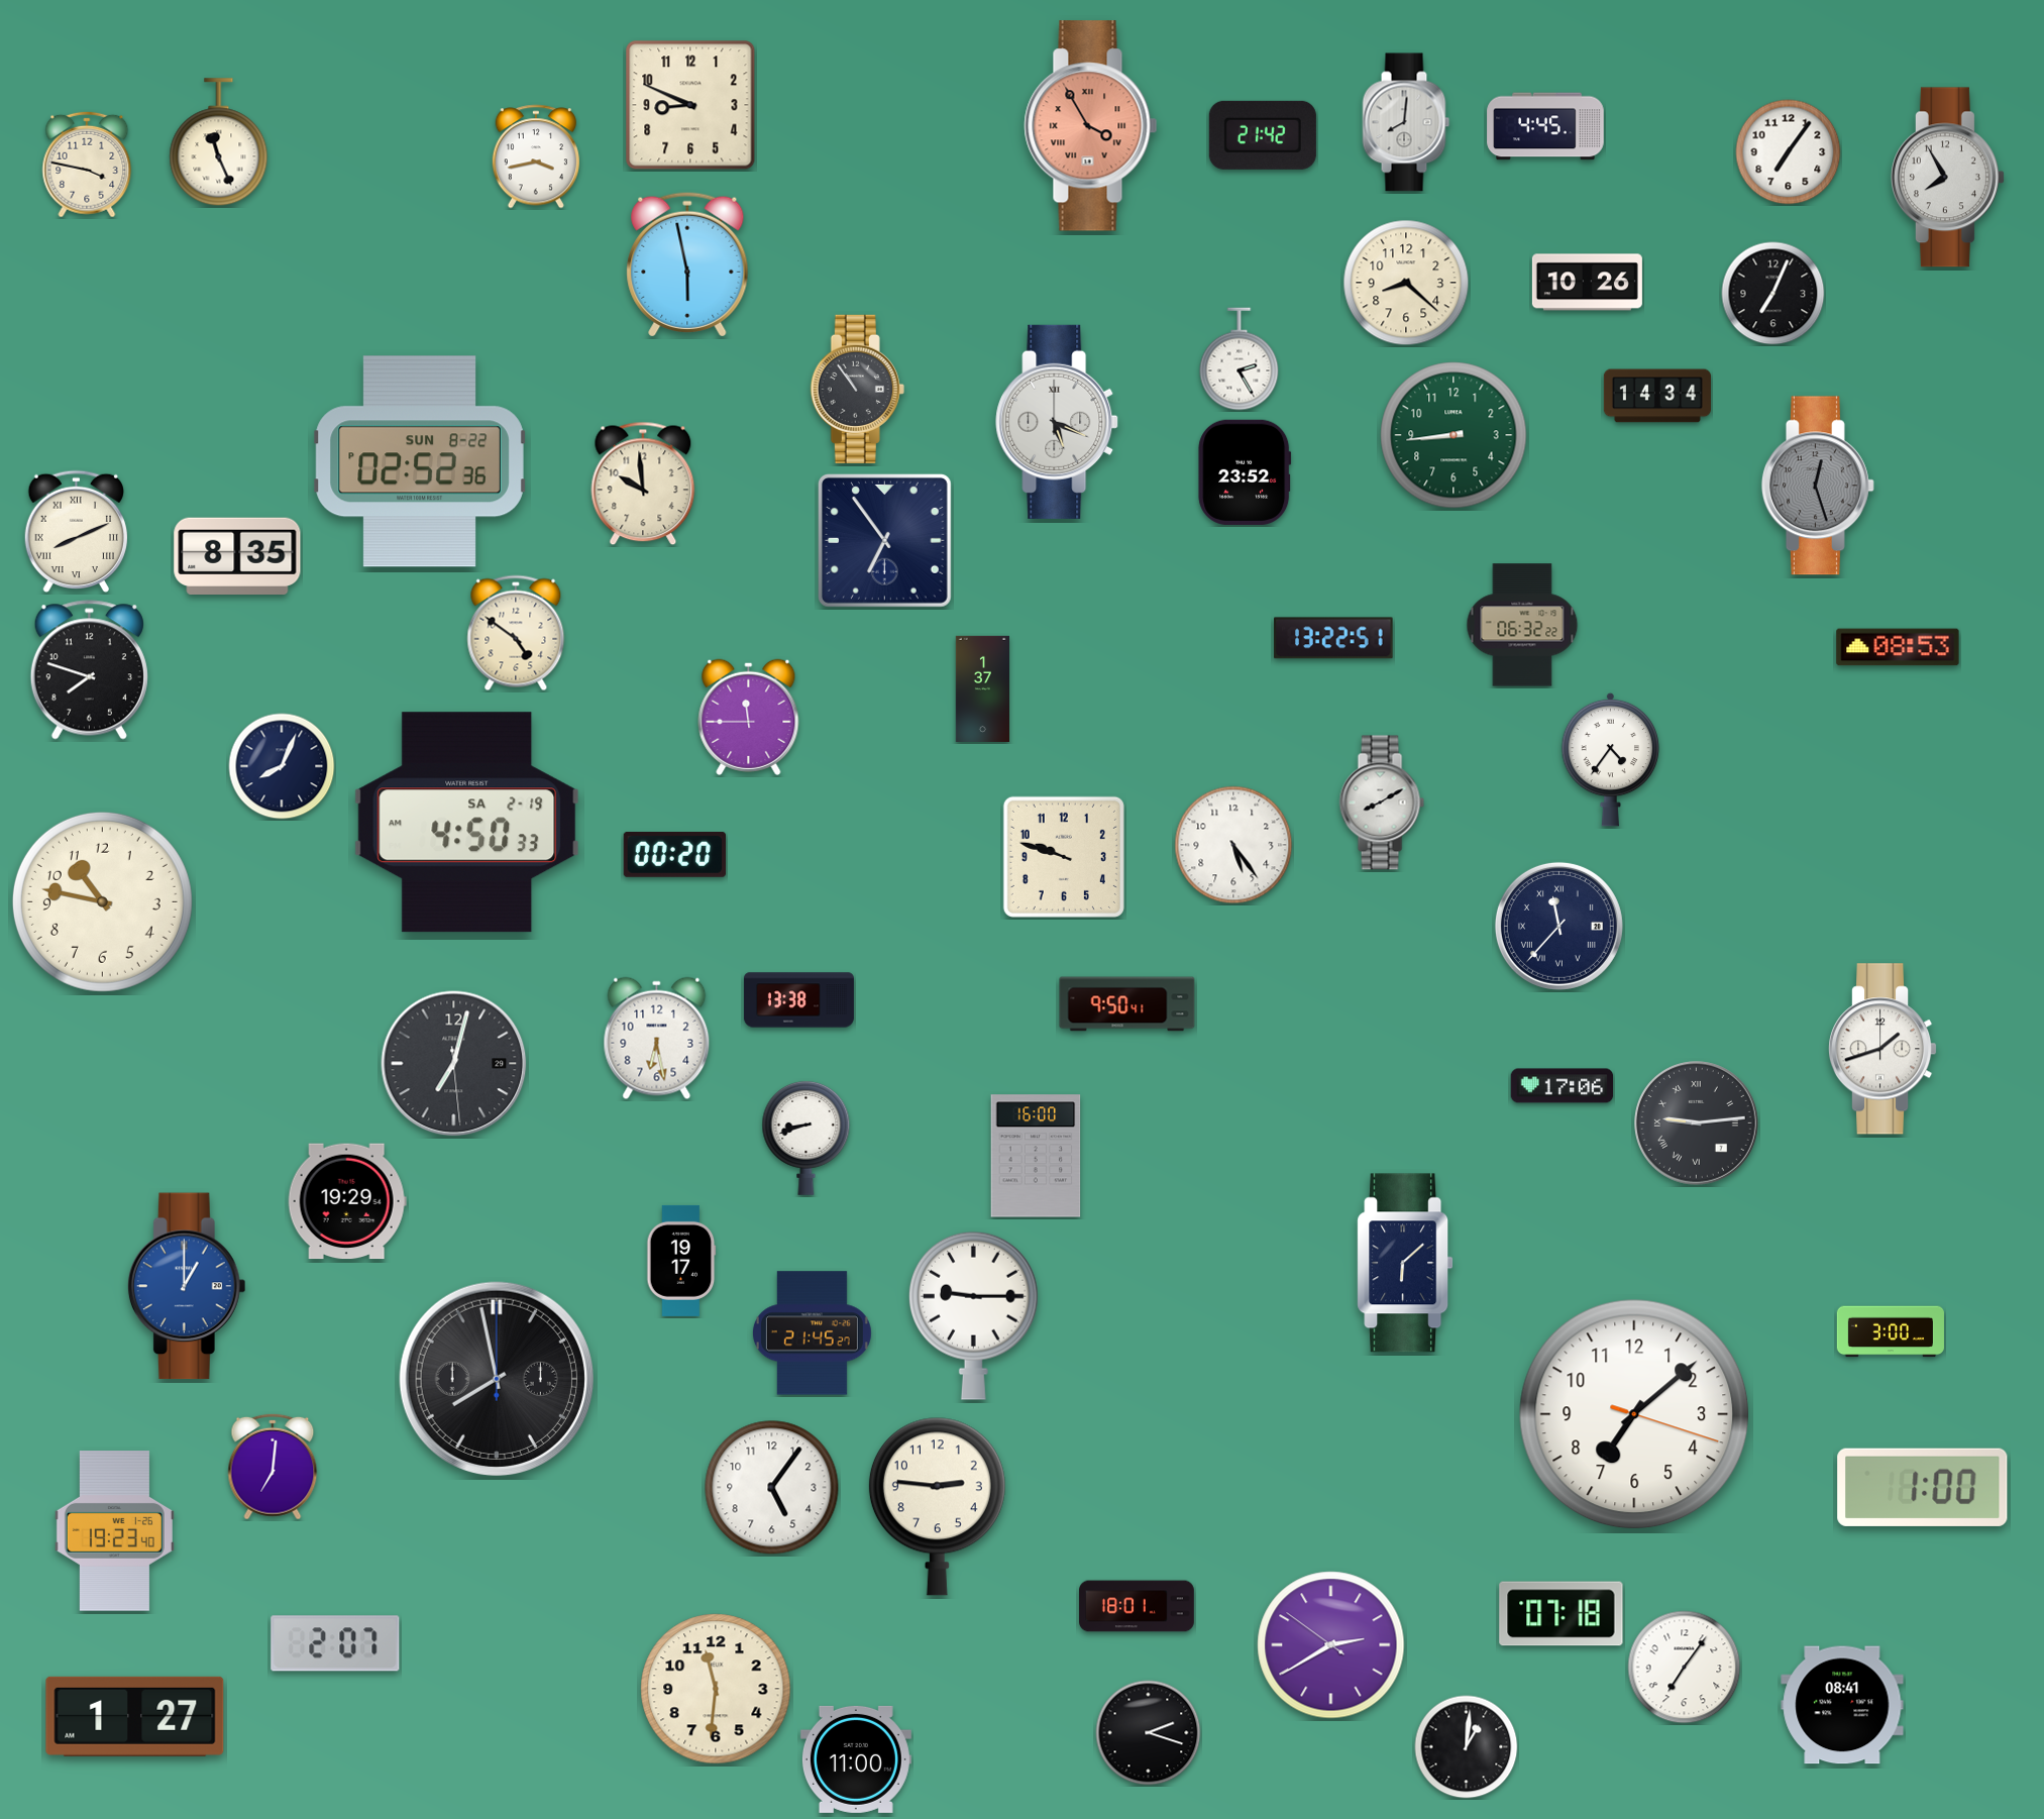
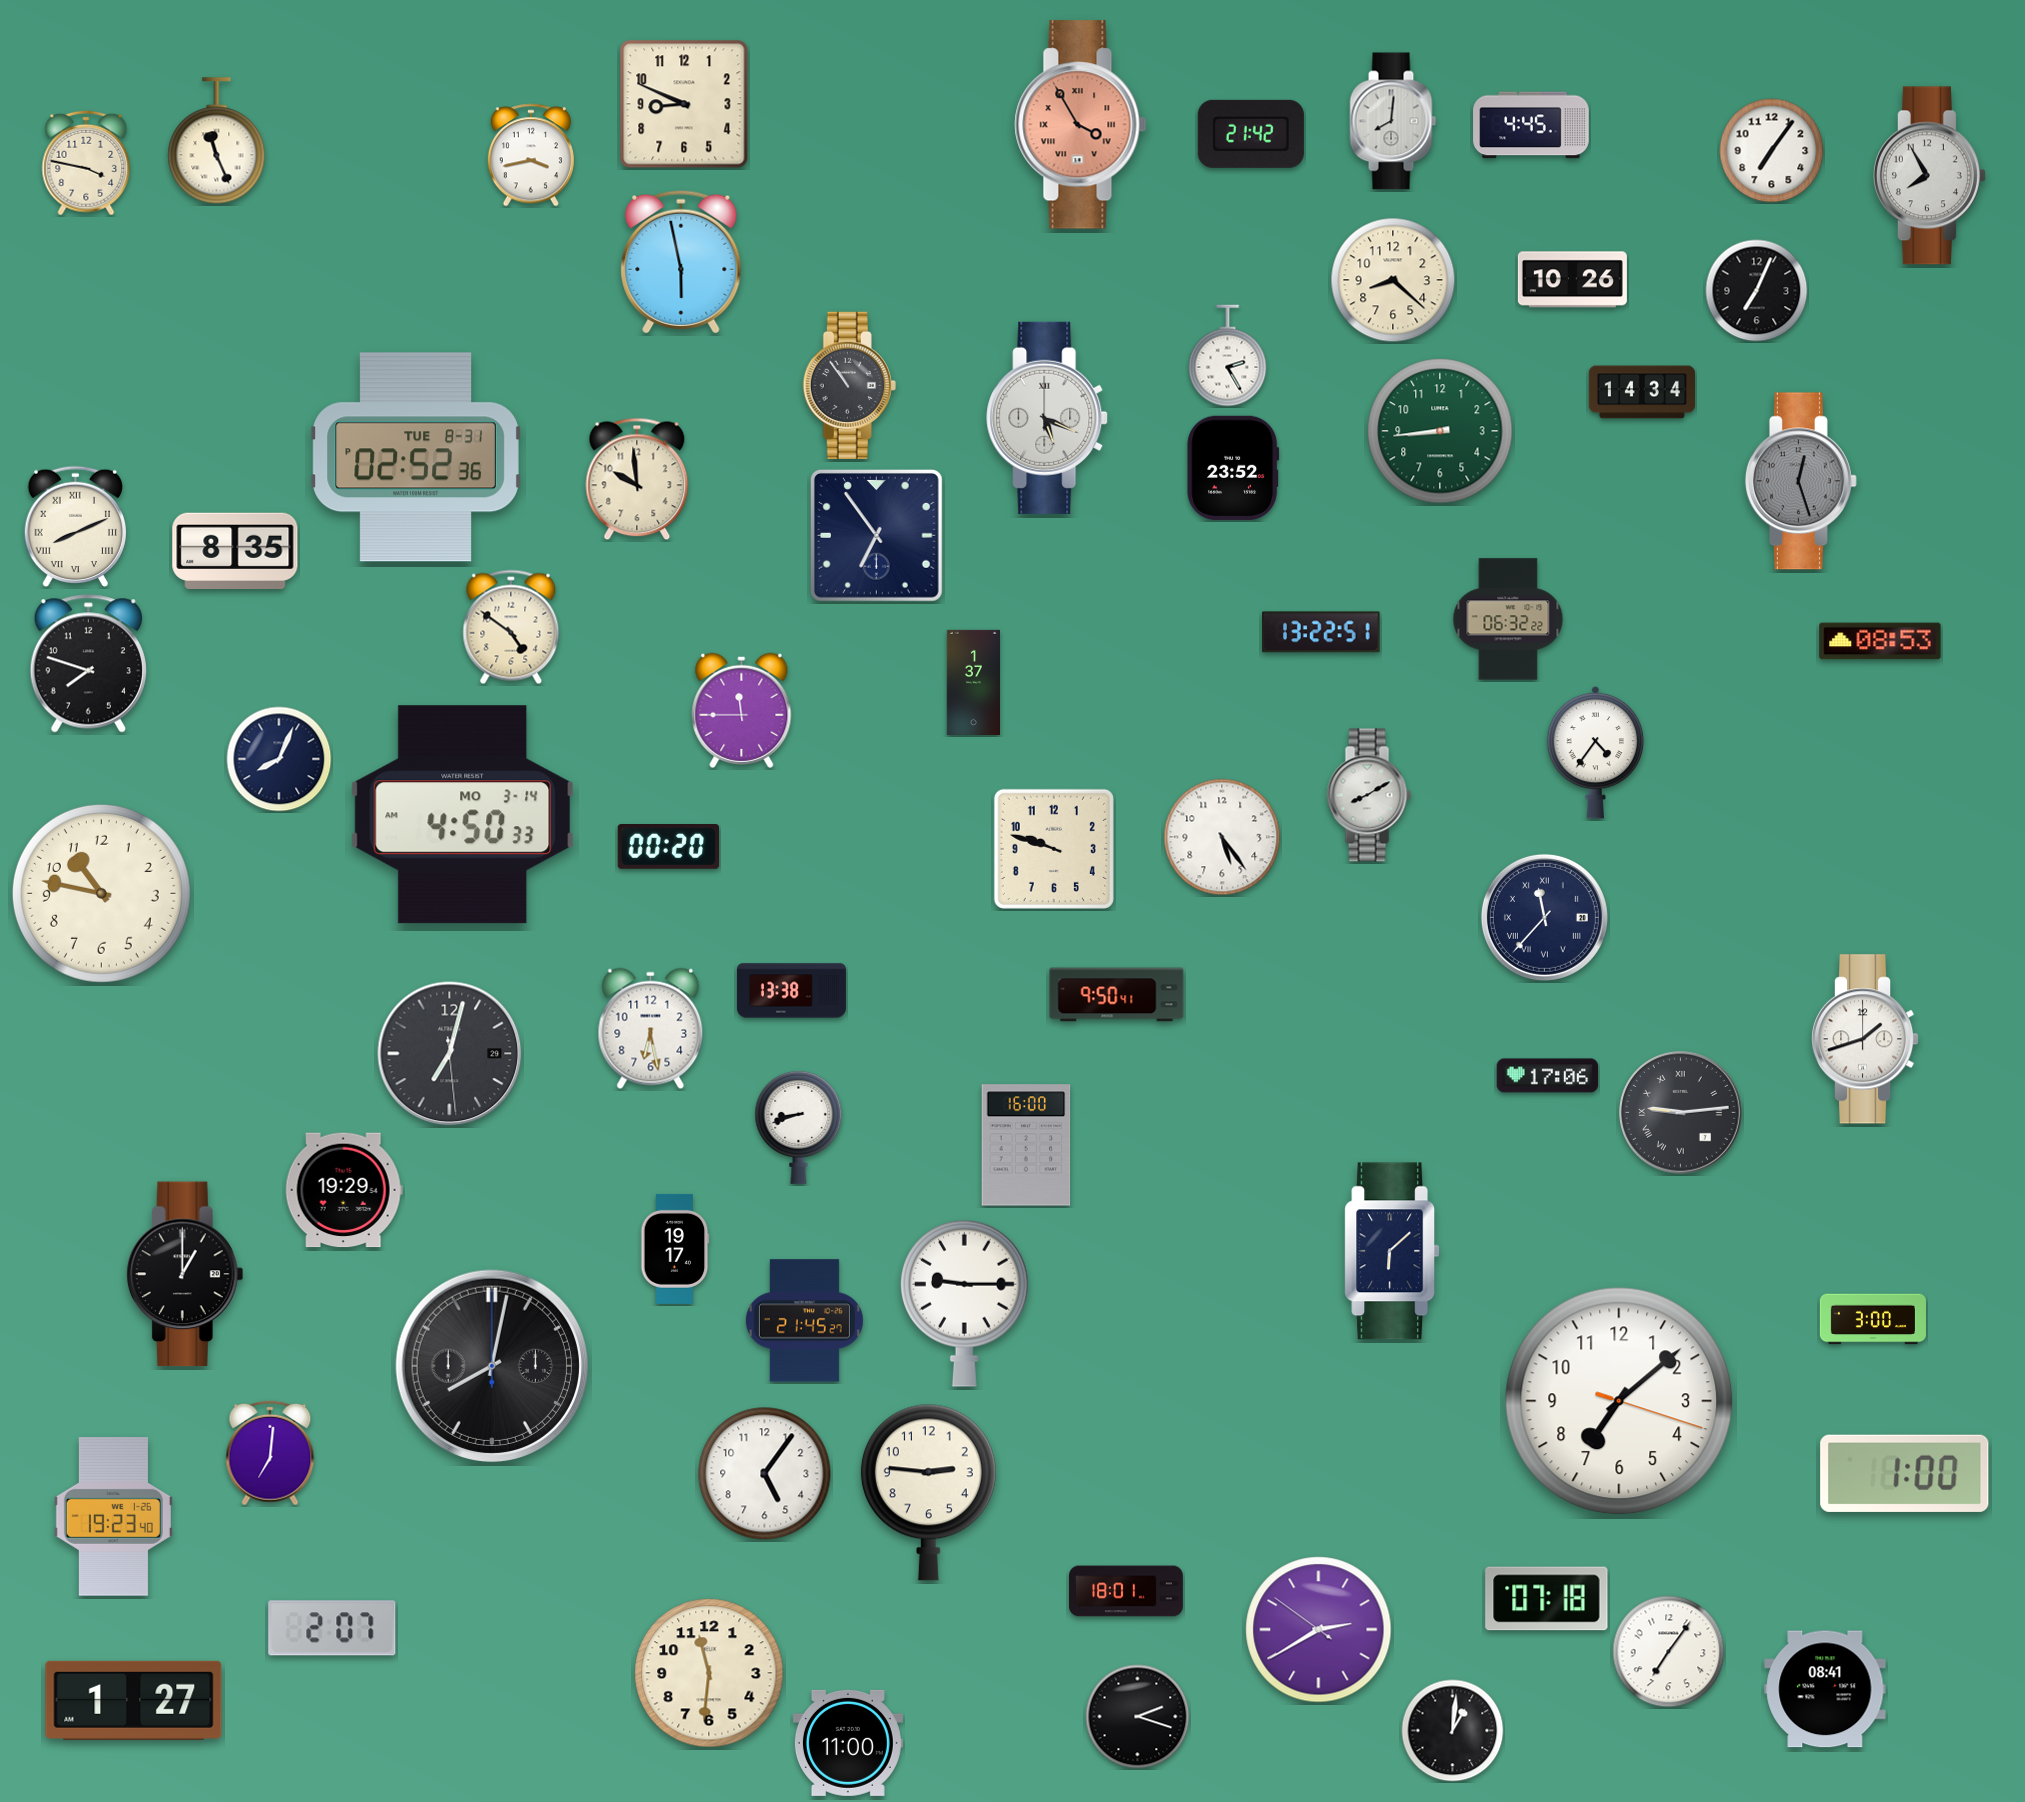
clock at (420, 461) date: SUN 8-22 -> TUE 8-31
clock at (467, 823) date: SA 2-19 -> MO 3-14
clock at (187, 1286) dial: blue -> black
clock at (496, 1378): 7:58 -> 8:02
